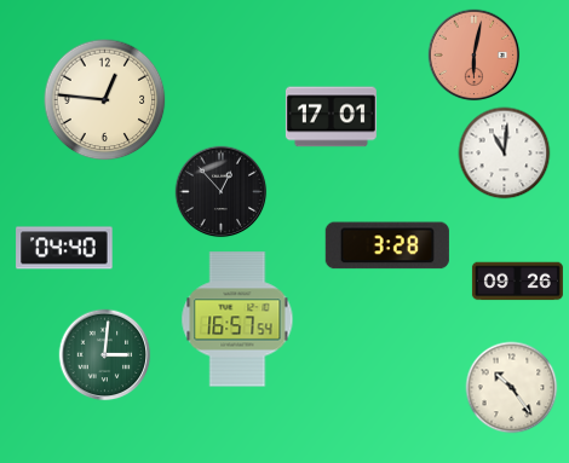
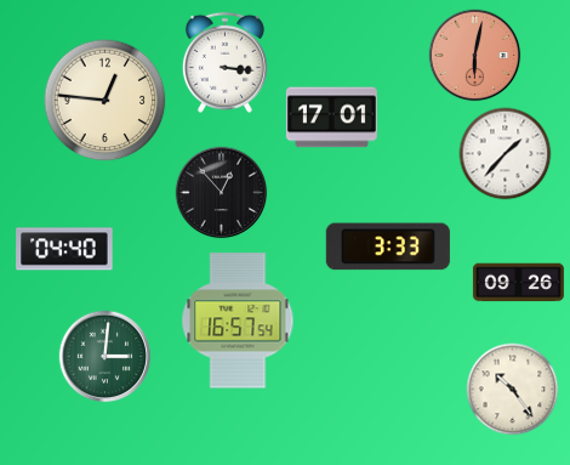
clock at (224, 62): none -> 3:16
clock at (505, 154): 11:01 -> 1:37
clock at (387, 245): 3:28 -> 3:33
